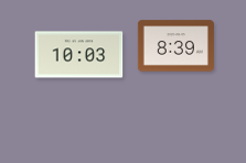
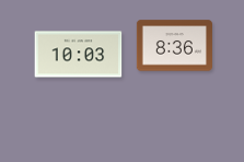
clock at (175, 46): 8:39 -> 8:36
